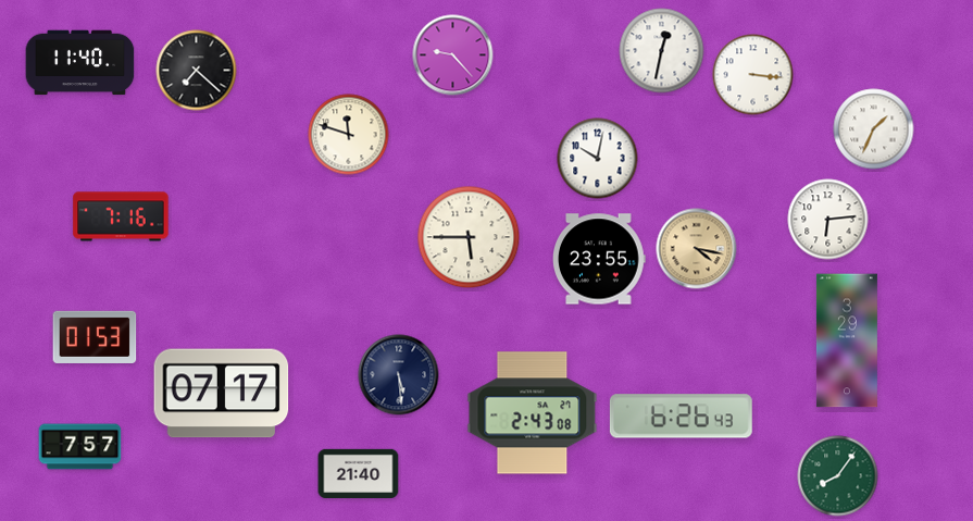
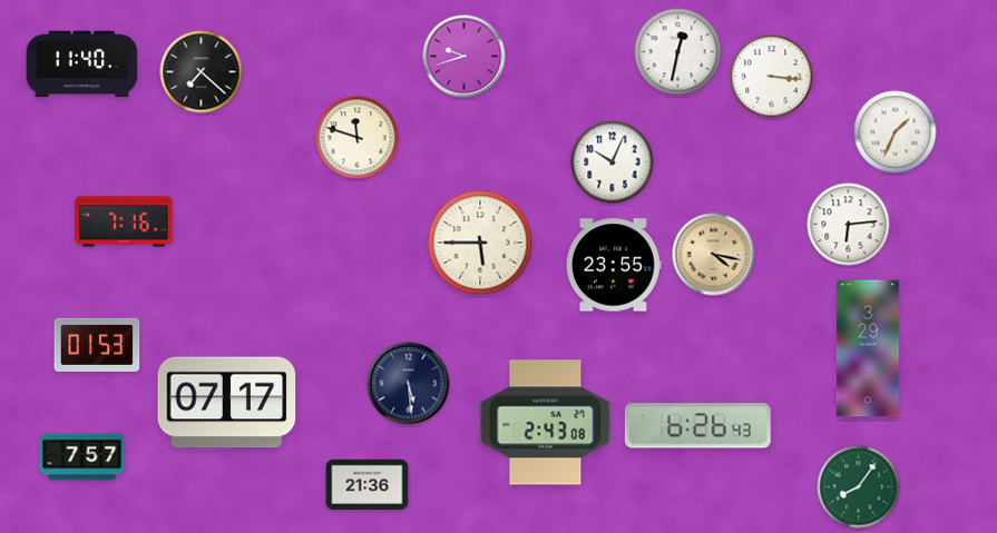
clock at (453, 55): 9:23 -> 9:42
clock at (598, 159): 10:02 -> 10:04
clock at (359, 473): 21:40 -> 21:36
